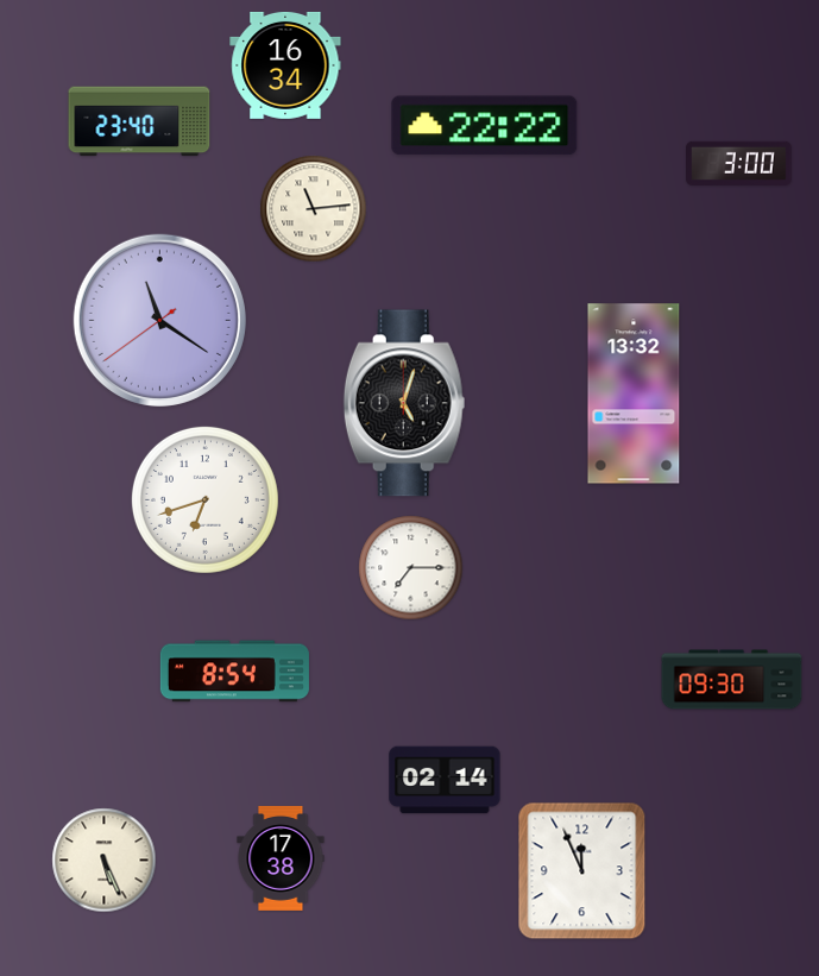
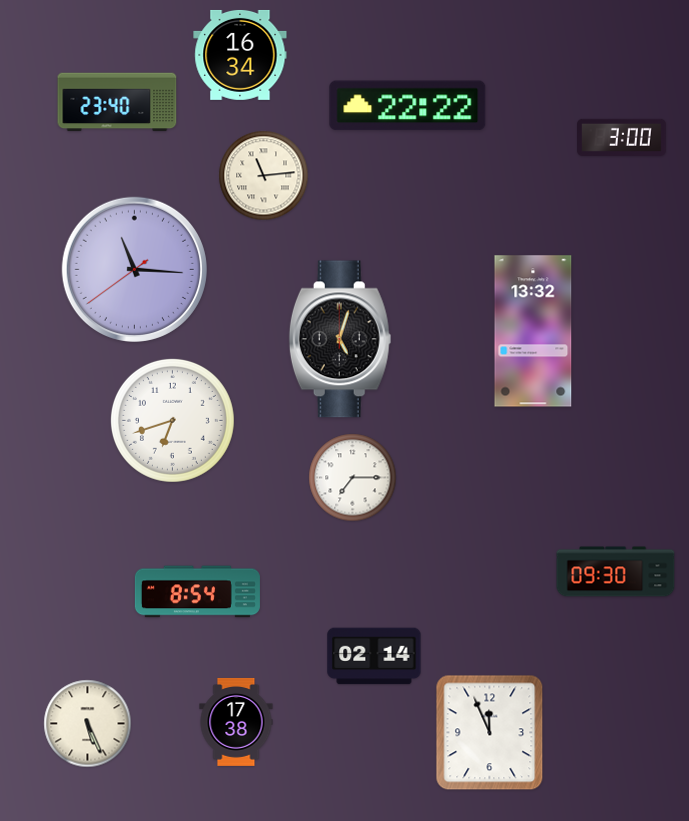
clock at (159, 320): 11:20 -> 11:15
clock at (411, 568) position: (411, 568) -> (353, 478)
clock at (234, 672) position: (234, 672) -> (197, 592)
